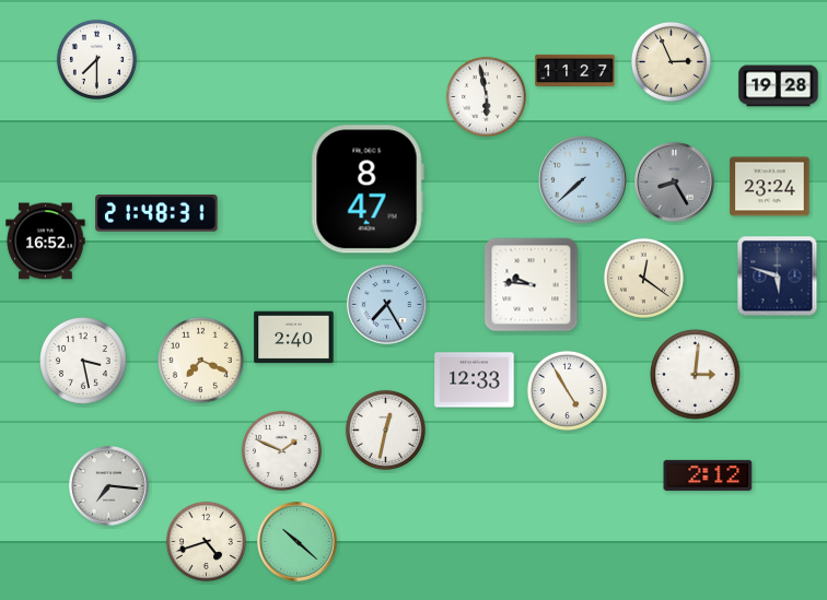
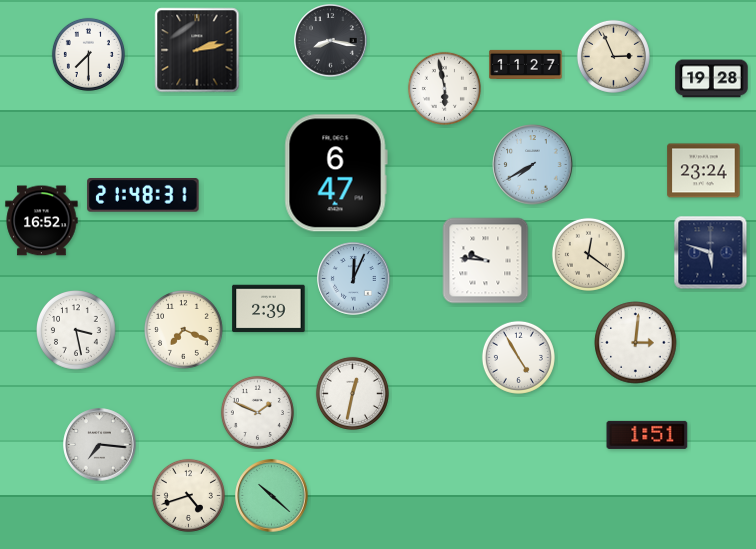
clock at (331, 41): none -> 8:17
clock at (197, 50): none -> 2:13
clock at (583, 180): 7:38 -> 7:40
clock at (675, 183): 8:25 -> none
clock at (368, 189): 8:47 -> 6:47
clock at (387, 305): 7:25 -> 12:04
clock at (294, 338): 2:40 -> 2:39
clock at (475, 380): 12:33 -> none
clock at (708, 475): 2:12 -> 1:51
